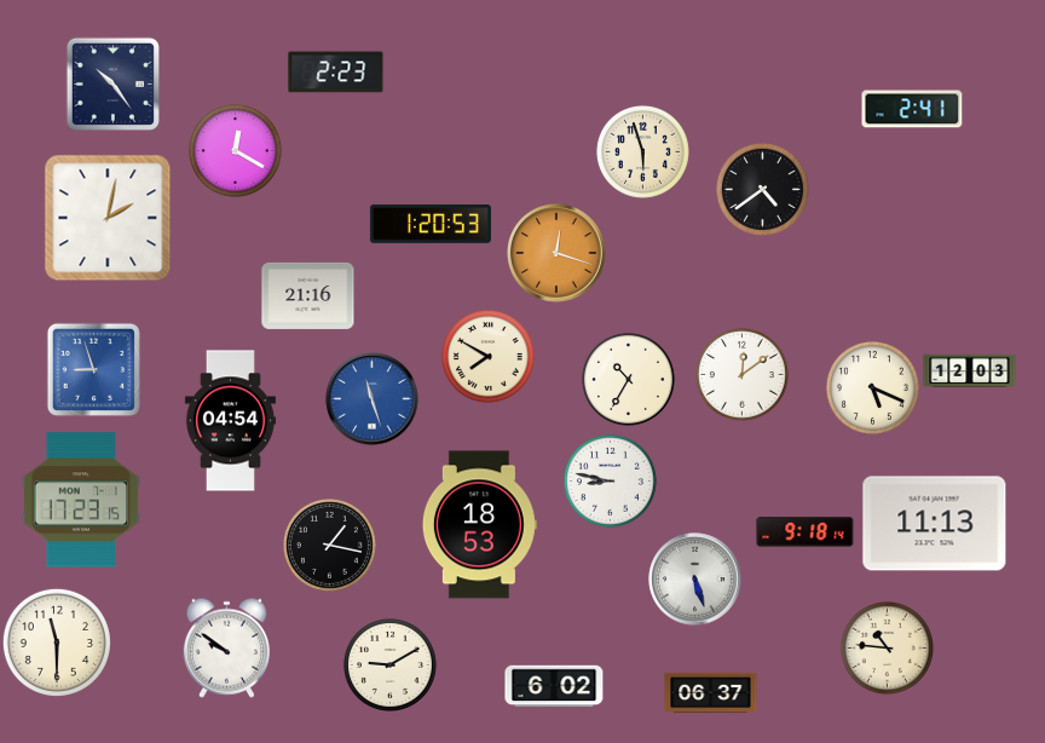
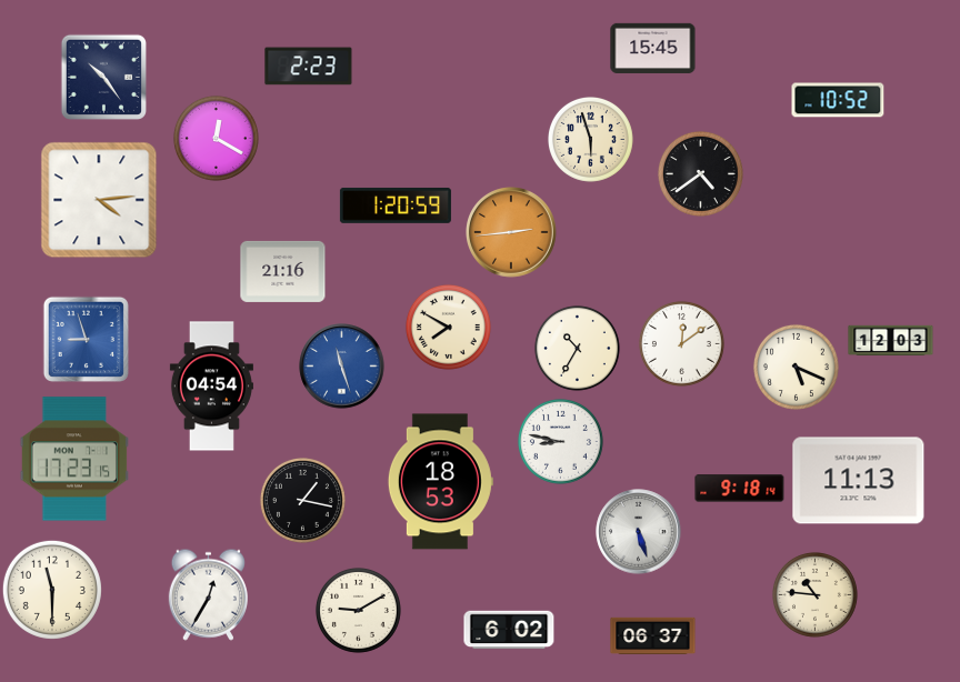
clock at (653, 48): none -> 15:45
clock at (912, 109): 2:41 -> 10:52
clock at (108, 218): 2:02 -> 4:14
clock at (431, 224): 1:20:53 -> 1:20:59
clock at (558, 254): 12:18 -> 2:44
clock at (872, 387) position: (872, 387) -> (796, 367)
clock at (226, 647): 9:51 -> 12:35
